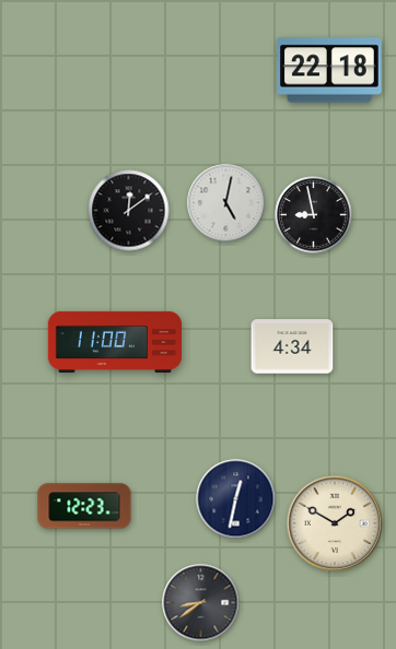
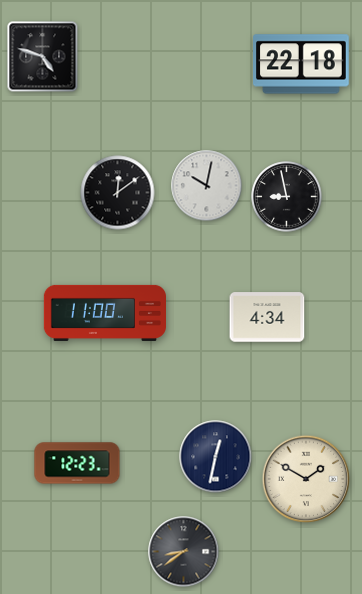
clock at (43, 57): none -> 4:48
clock at (226, 203): 5:02 -> 10:02
